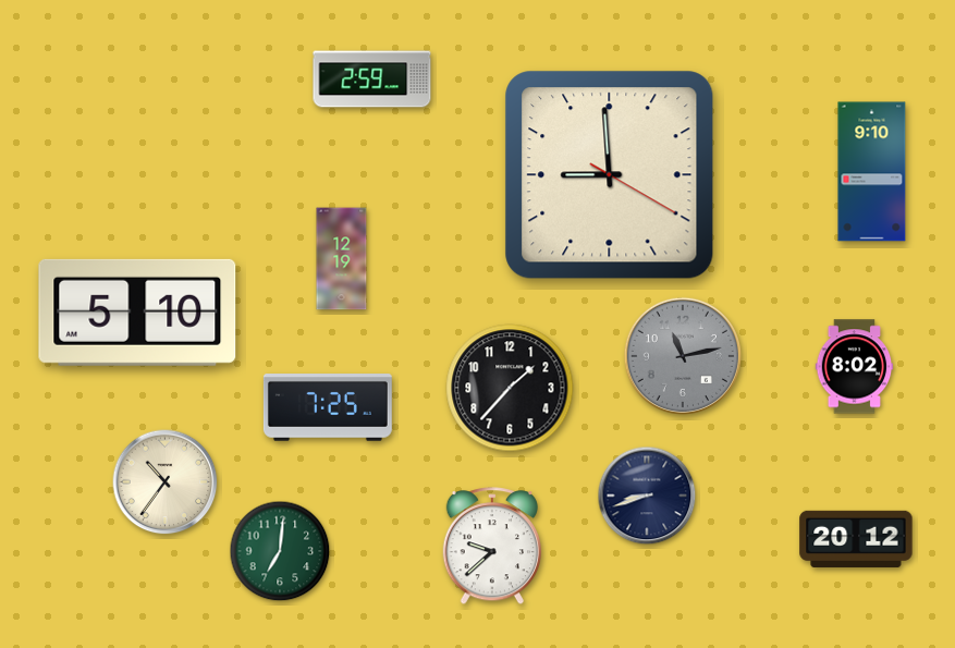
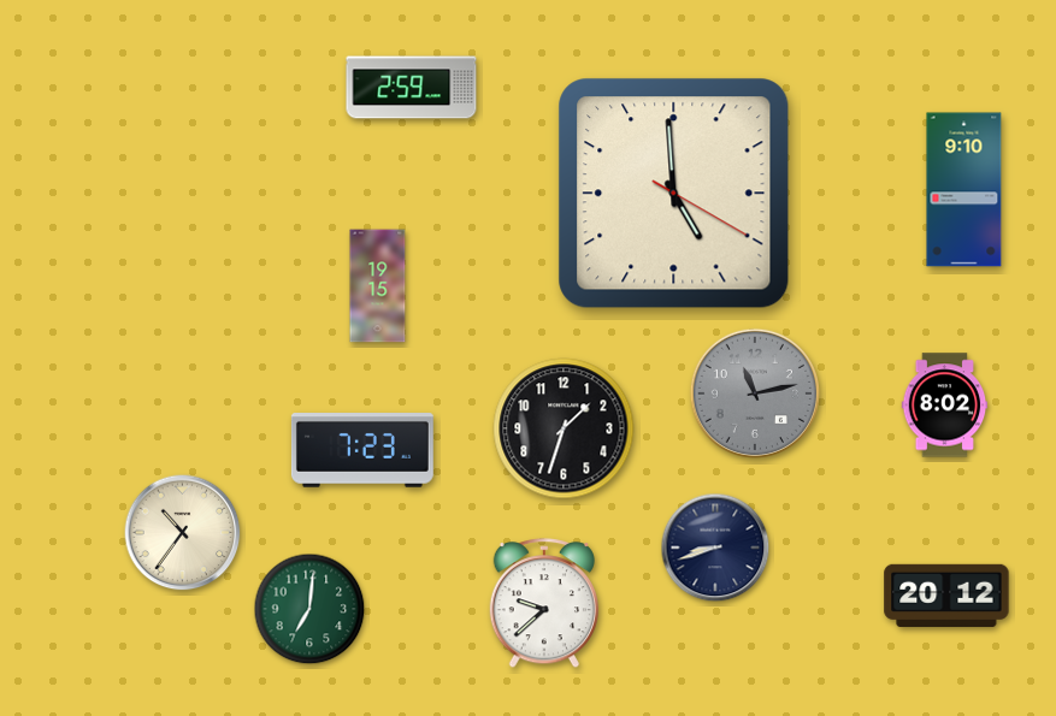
clock at (610, 175): 8:59 -> 4:59
clock at (342, 259): 12:19 -> 19:15
clock at (137, 313): 5:10 -> none
clock at (510, 388): 1:37 -> 1:33
clock at (328, 408): 7:25 -> 7:23
